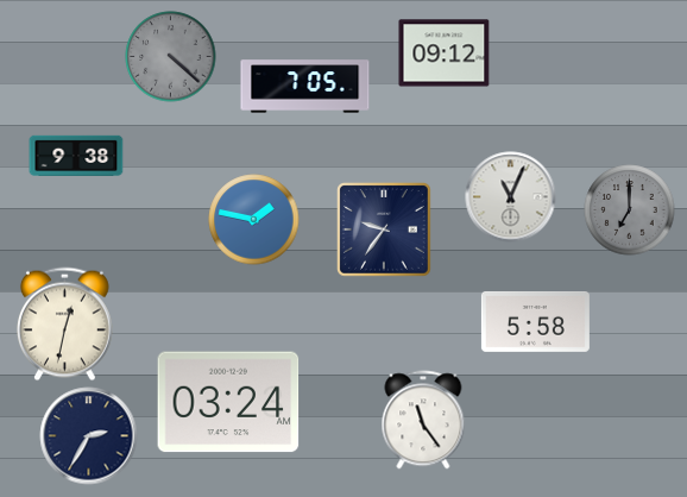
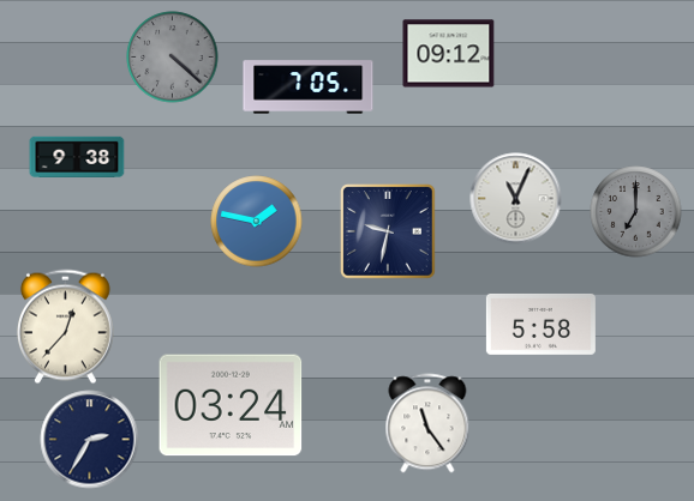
clock at (385, 231): 9:36 -> 9:32
clock at (64, 325): 12:32 -> 12:37
